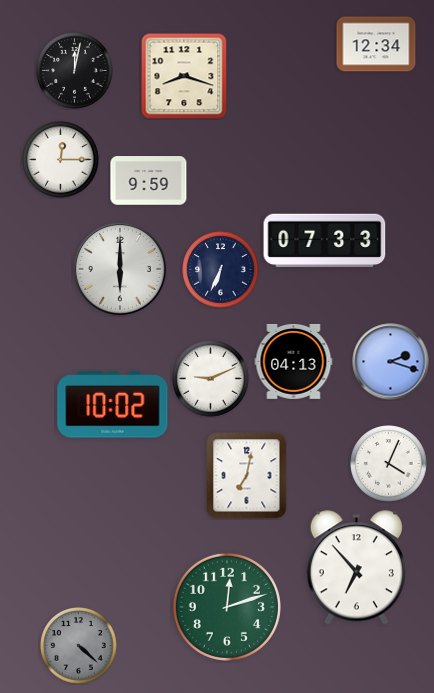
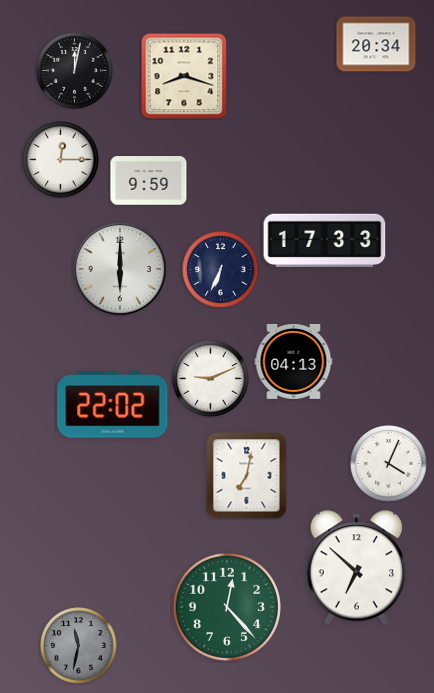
clock at (376, 44): 12:34 -> 20:34
clock at (325, 240): 07:33 -> 17:33
clock at (391, 362): 2:18 -> none
clock at (113, 405): 10:02 -> 22:02
clock at (356, 568): 6:53 -> 6:52
clock at (227, 607): 12:12 -> 12:23
clock at (79, 646): 4:22 -> 11:32
